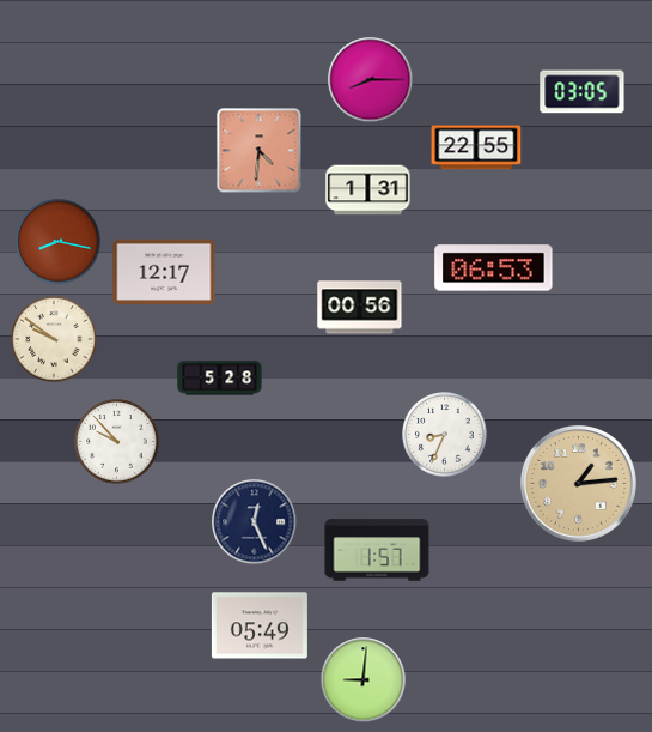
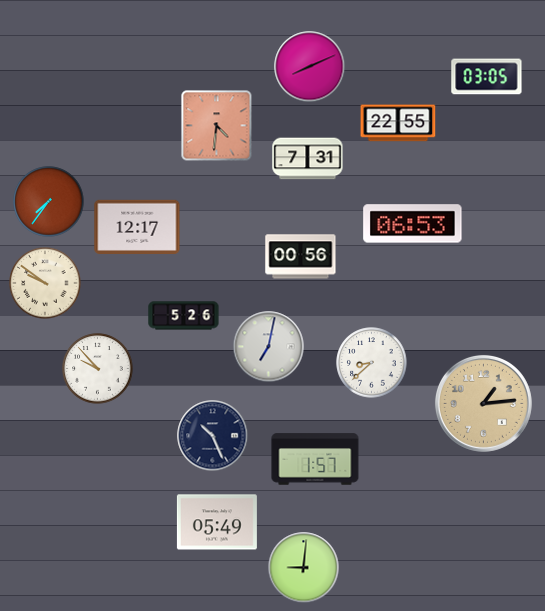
clock at (371, 80): 8:15 -> 8:11
clock at (368, 190): 1:31 -> 7:31
clock at (59, 242): 8:17 -> 7:36
clock at (220, 379): 5:28 -> 5:26
clock at (269, 347): none -> 7:02
clock at (445, 435): 8:34 -> 8:38
clock at (255, 522): 12:26 -> 10:26
